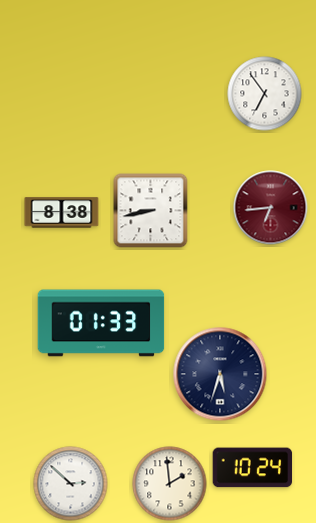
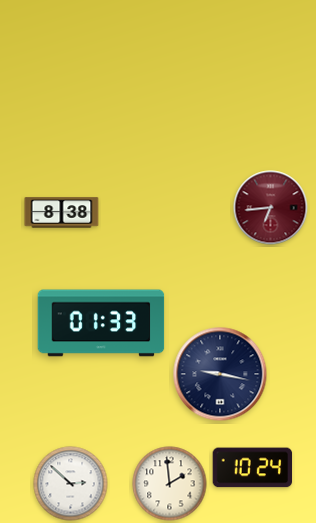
clock at (265, 94): 6:54 -> none
clock at (151, 211): 8:43 -> none
clock at (220, 374): 5:33 -> 9:17
